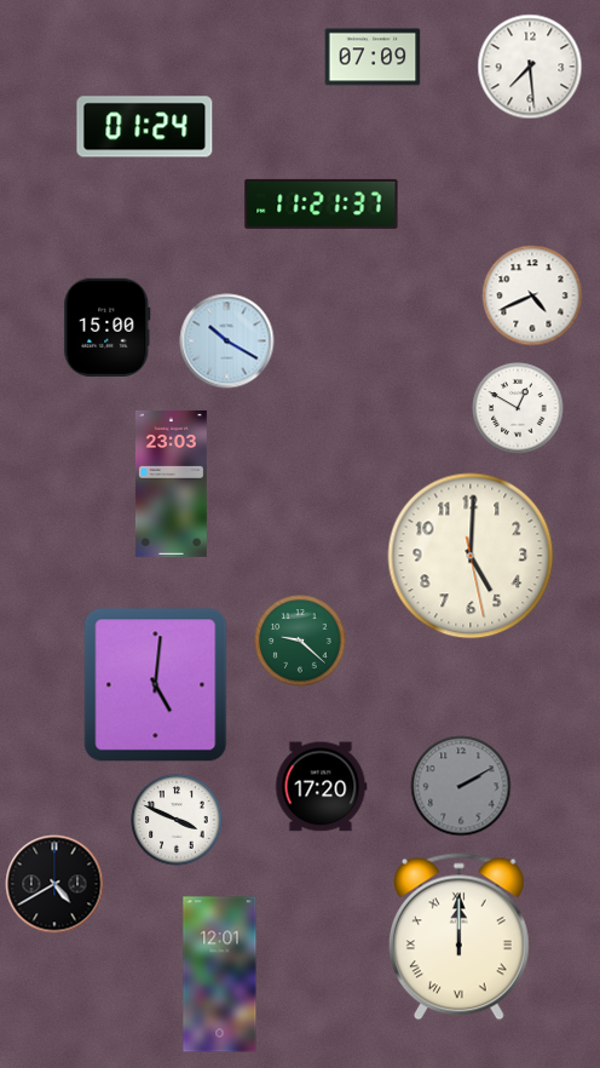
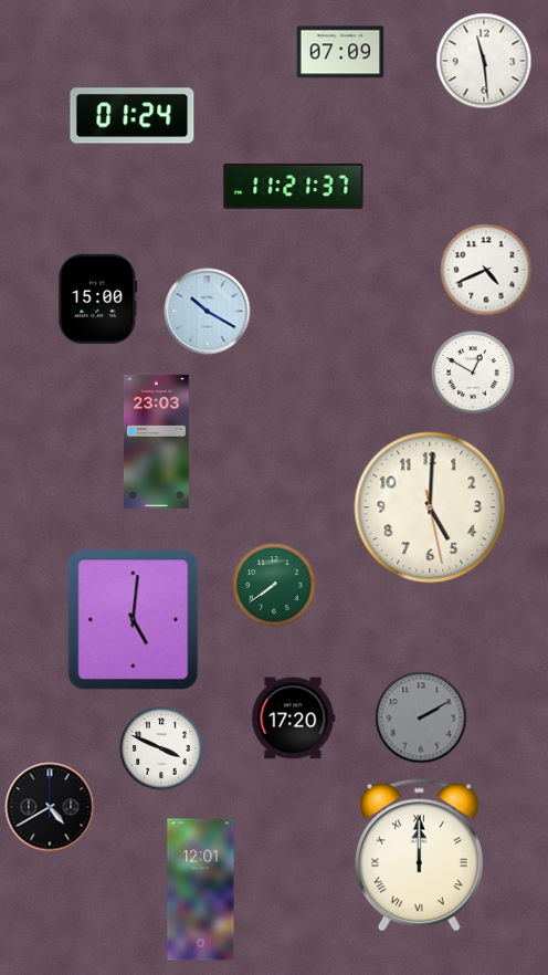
clock at (530, 67): 7:29 -> 11:29
clock at (300, 641): 9:22 -> 7:39
clock at (156, 685) position: (156, 685) -> (134, 620)
